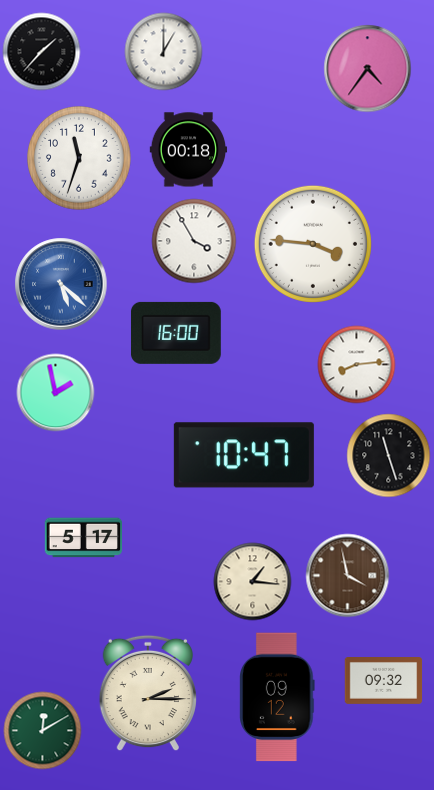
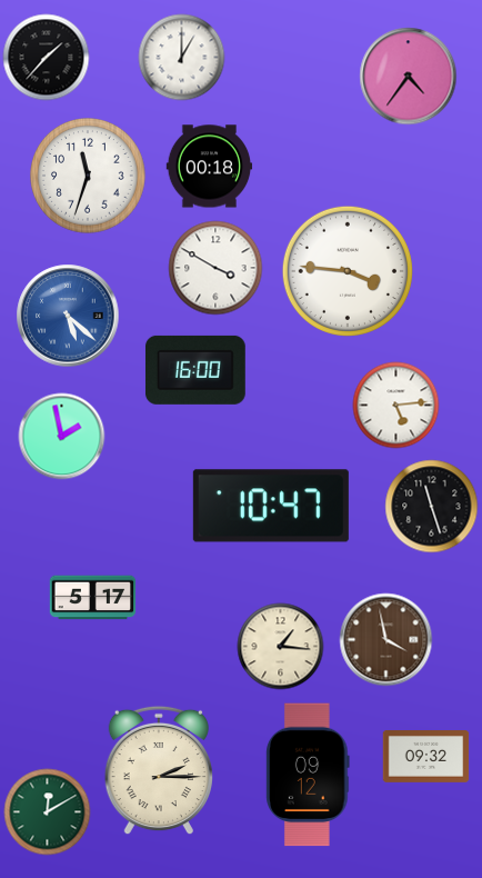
clock at (194, 241): 3:55 -> 3:50
clock at (356, 364): 8:14 -> 5:14
clock at (148, 693) position: (148, 693) -> (159, 770)
